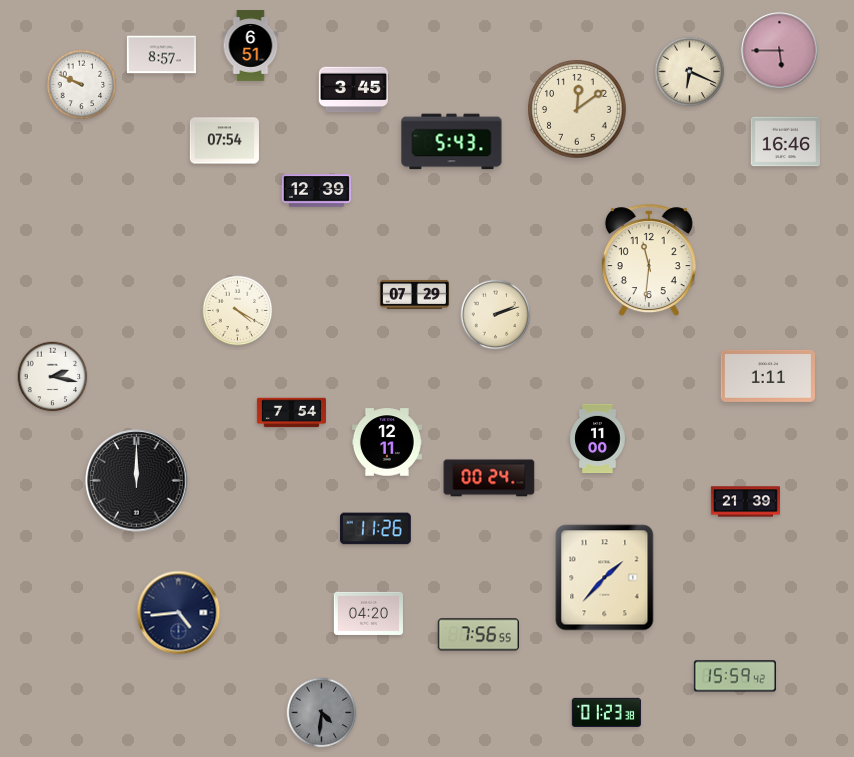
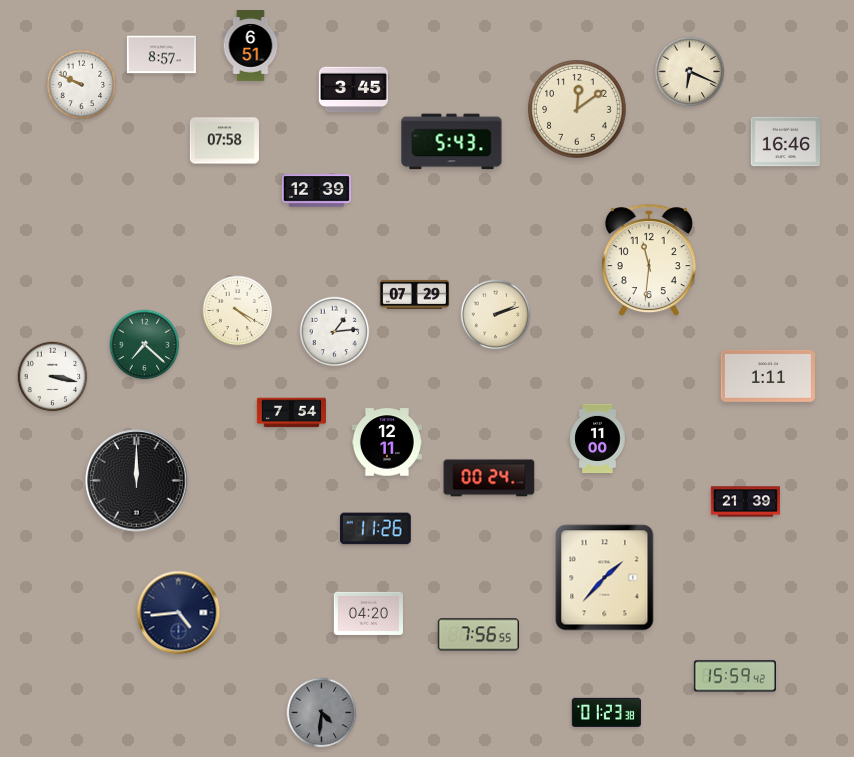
clock at (780, 51): 5:45 -> none
clock at (224, 141): 07:54 -> 07:58
clock at (335, 332): none -> 1:14
clock at (145, 345): none -> 7:22
clock at (53, 377): 2:17 -> 3:17
